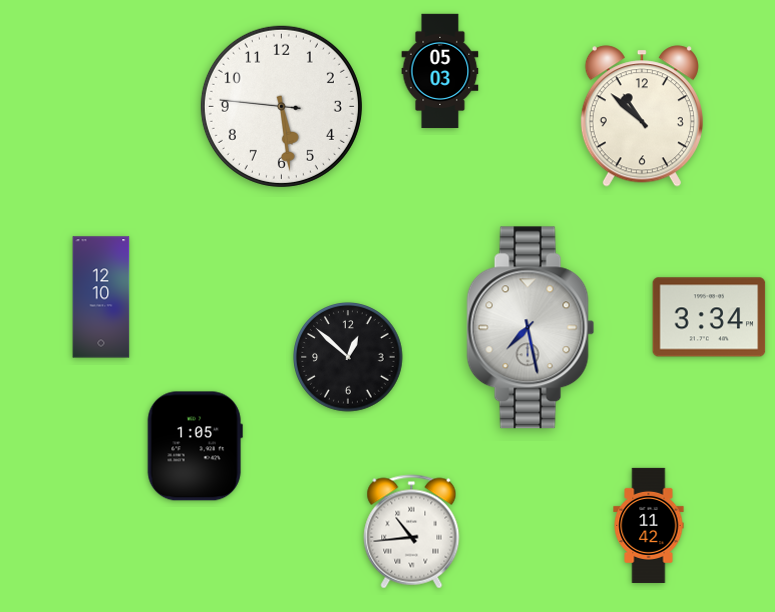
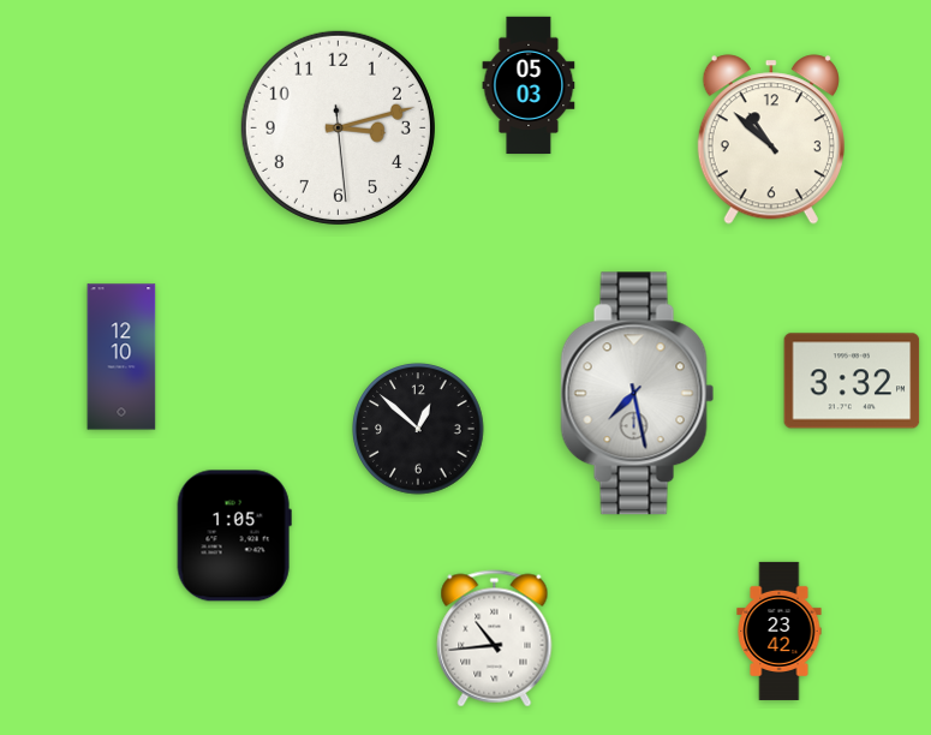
clock at (281, 106): 5:28 -> 3:12
clock at (709, 317): 3:34 -> 3:32
clock at (649, 525): 11:42 -> 23:42
